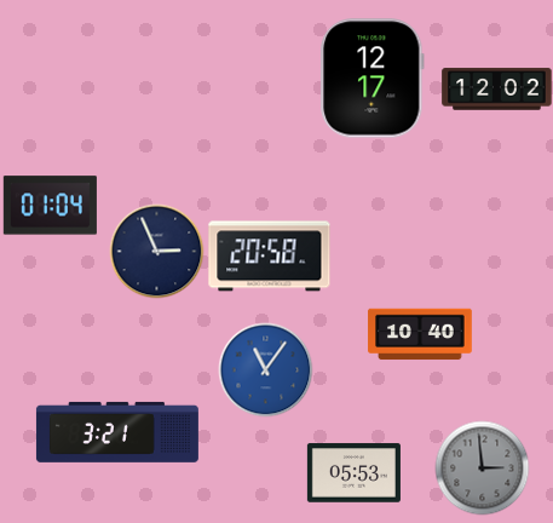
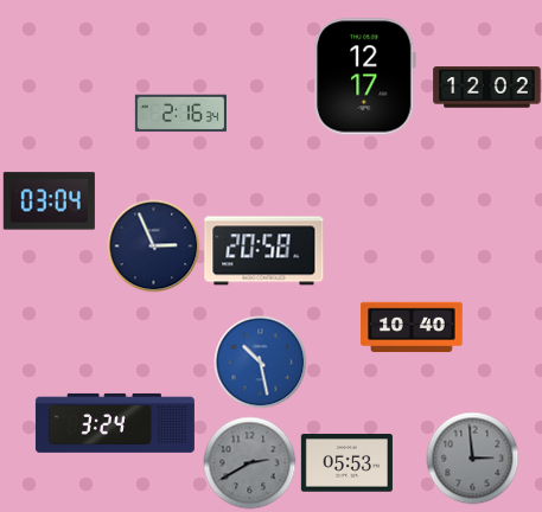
clock at (180, 114): none -> 2:16
clock at (50, 206): 01:04 -> 03:04
clock at (265, 369): 11:06 -> 10:28
clock at (117, 432): 3:21 -> 3:24
clock at (249, 462): none -> 2:40
